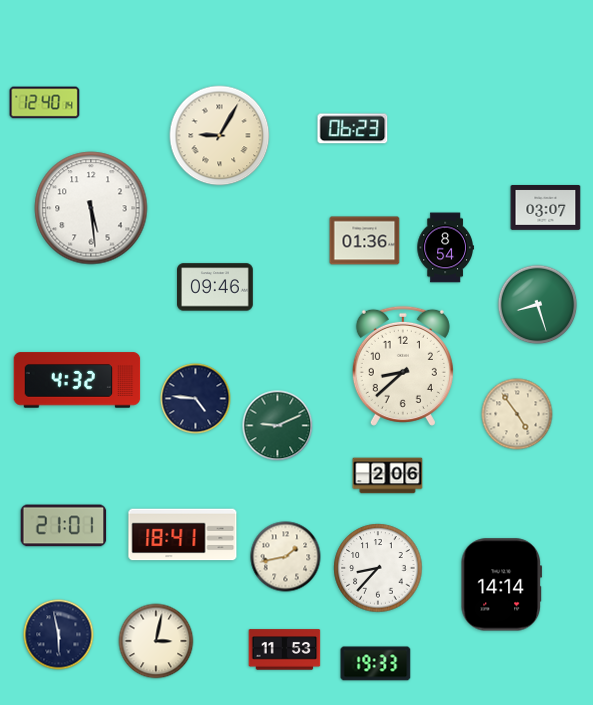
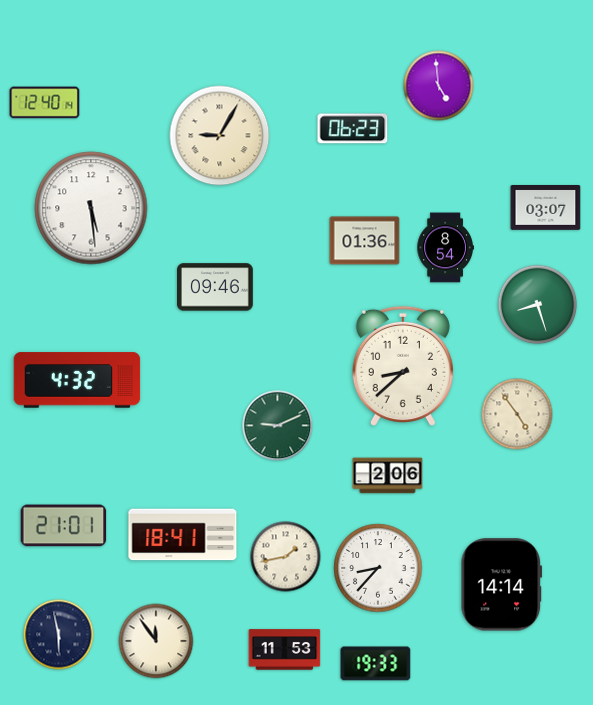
clock at (439, 86): none -> 4:59
clock at (196, 399): 4:46 -> none
clock at (156, 641): 3:02 -> 11:54
